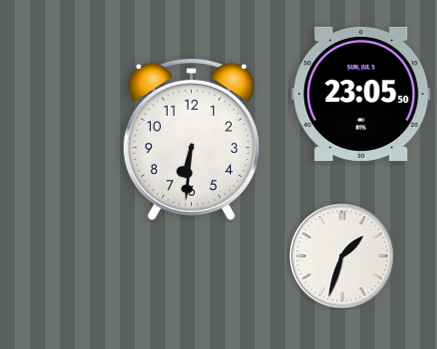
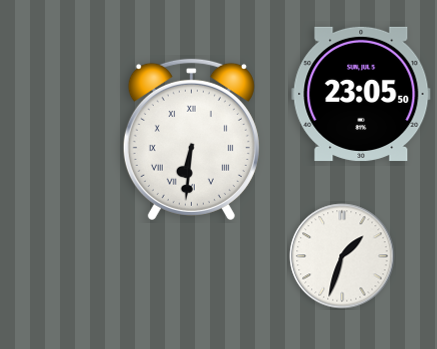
clock at (191, 139) numerals: Arabic -> Roman
